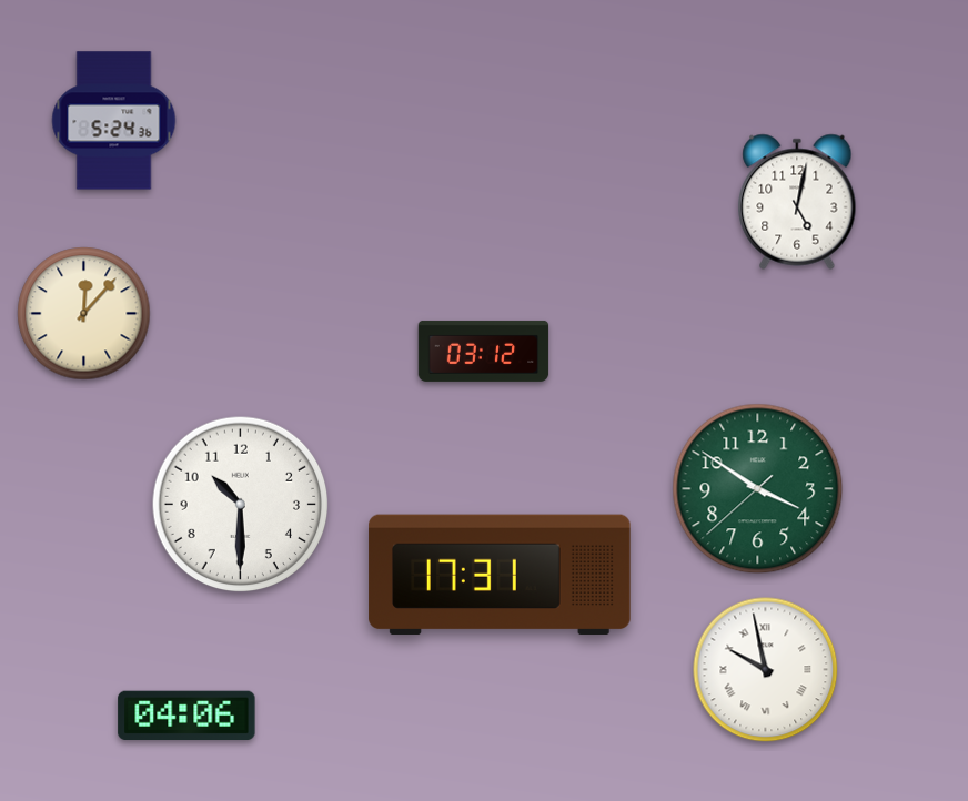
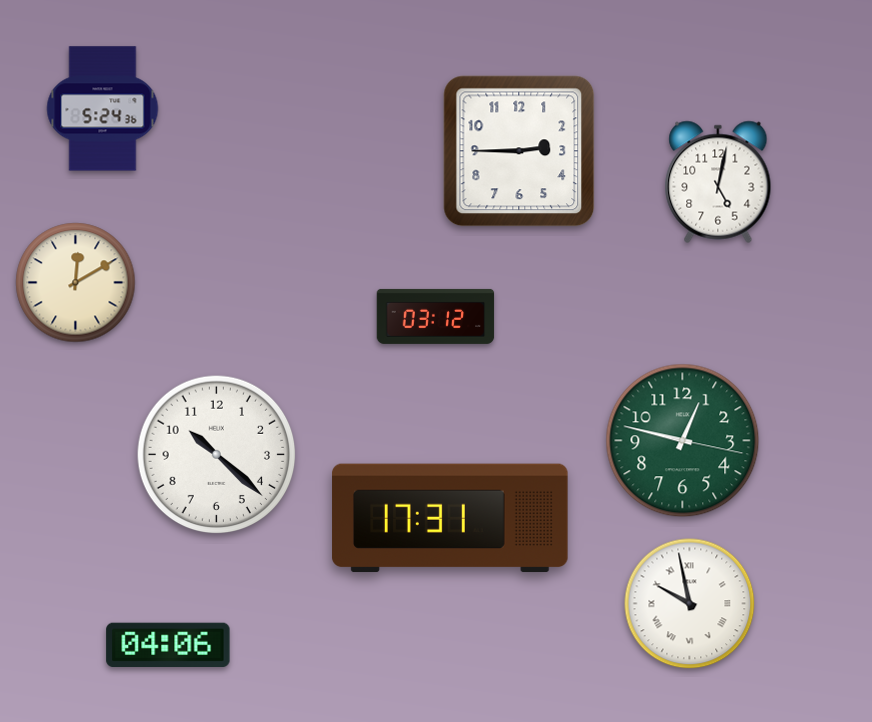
clock at (519, 151): none -> 2:45
clock at (84, 314): 12:07 -> 12:10
clock at (758, 489): 3:50 -> 12:47
clock at (241, 505): 10:30 -> 10:22
